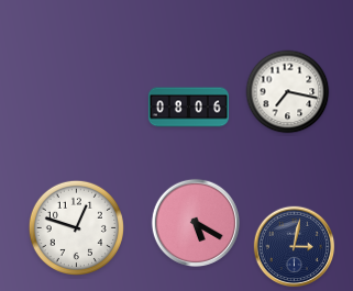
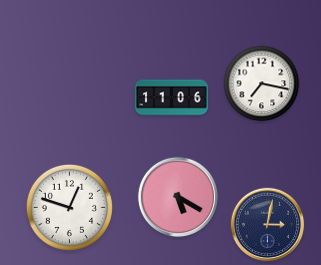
clock at (188, 108): 08:06 -> 11:06
clock at (195, 222) position: (195, 222) -> (177, 196)
